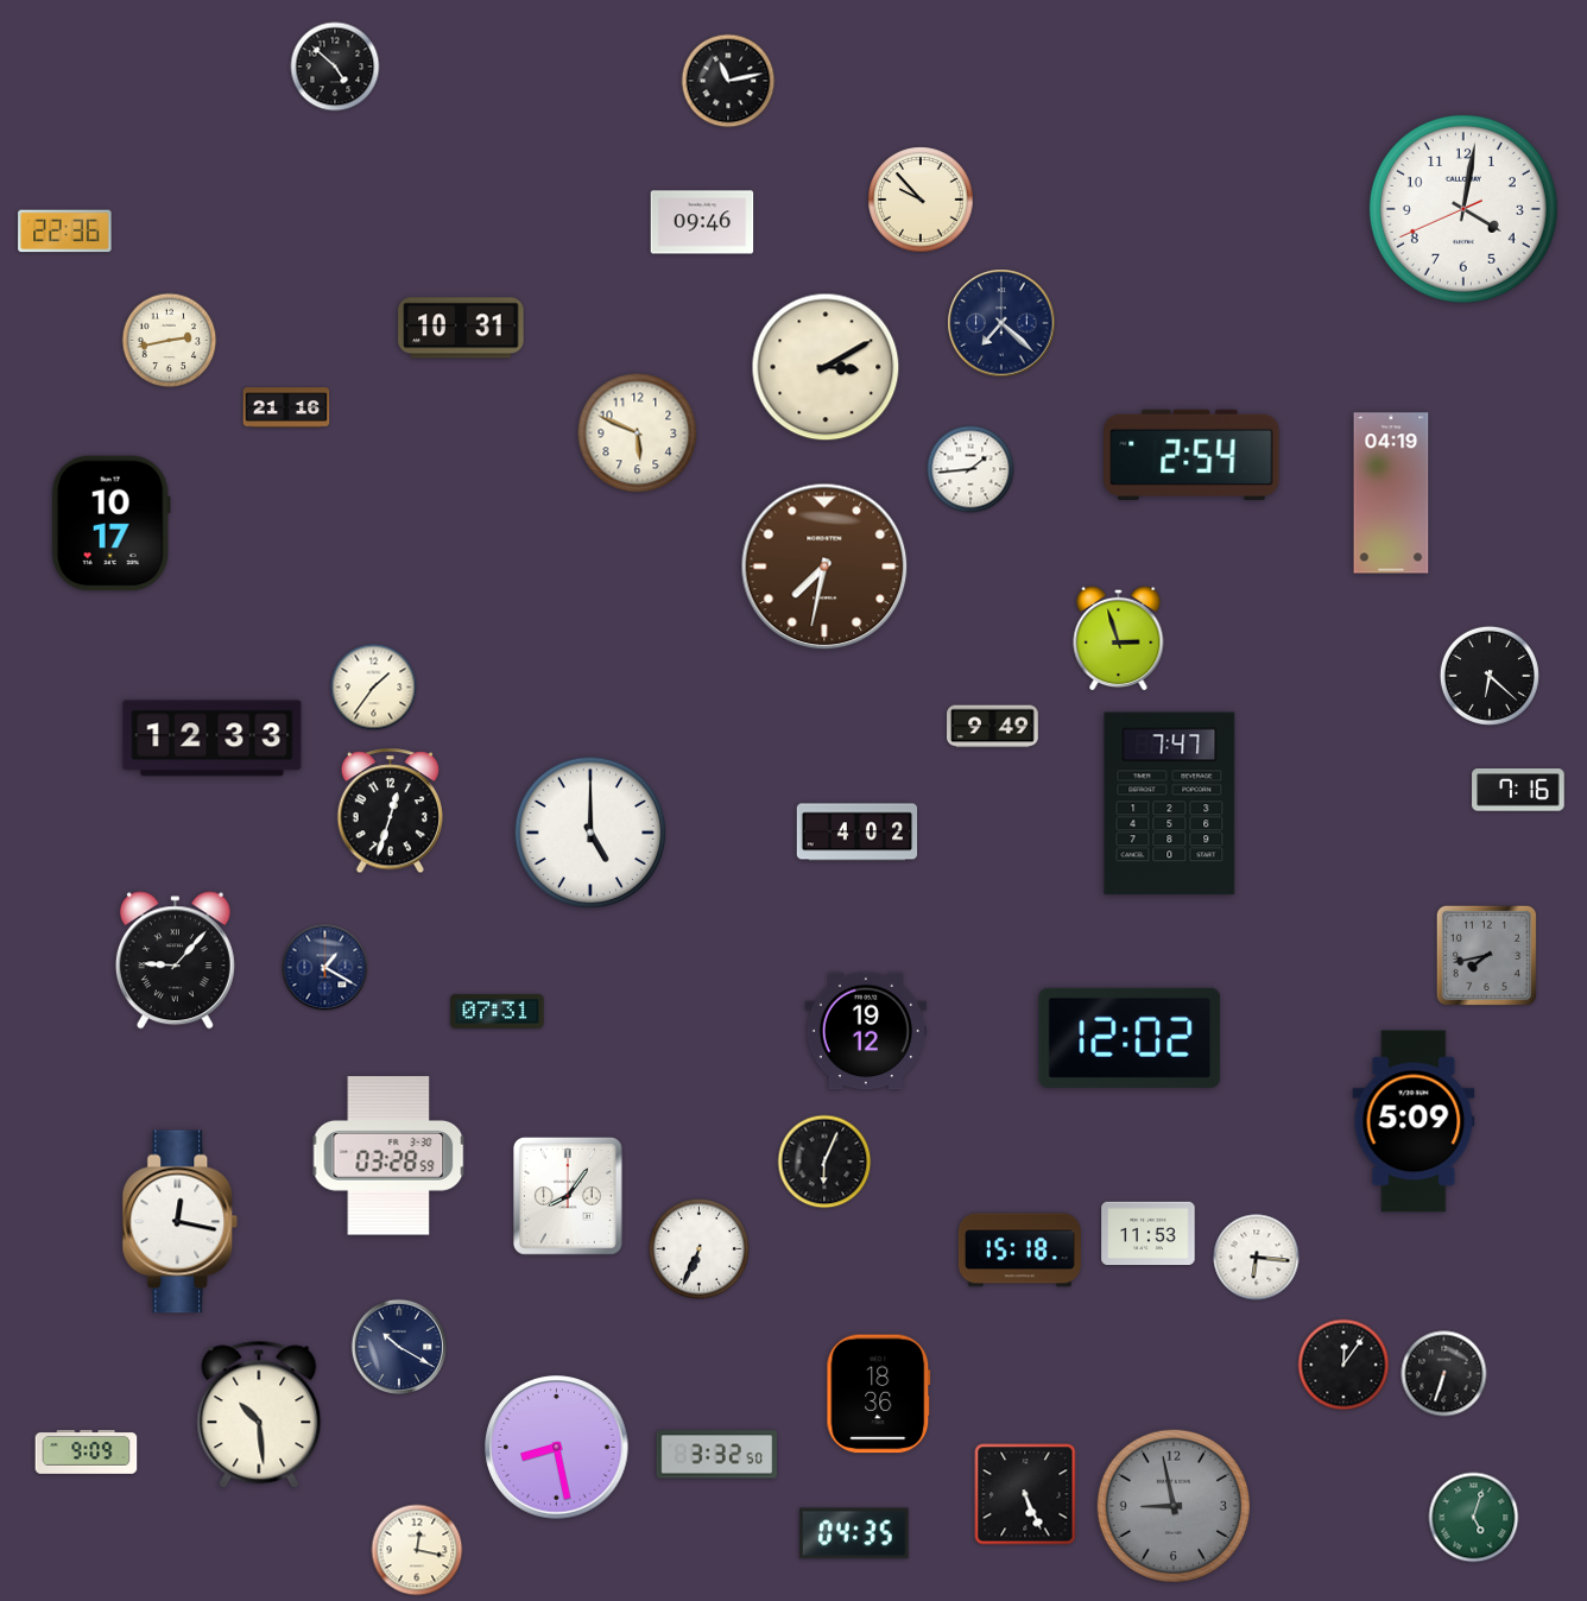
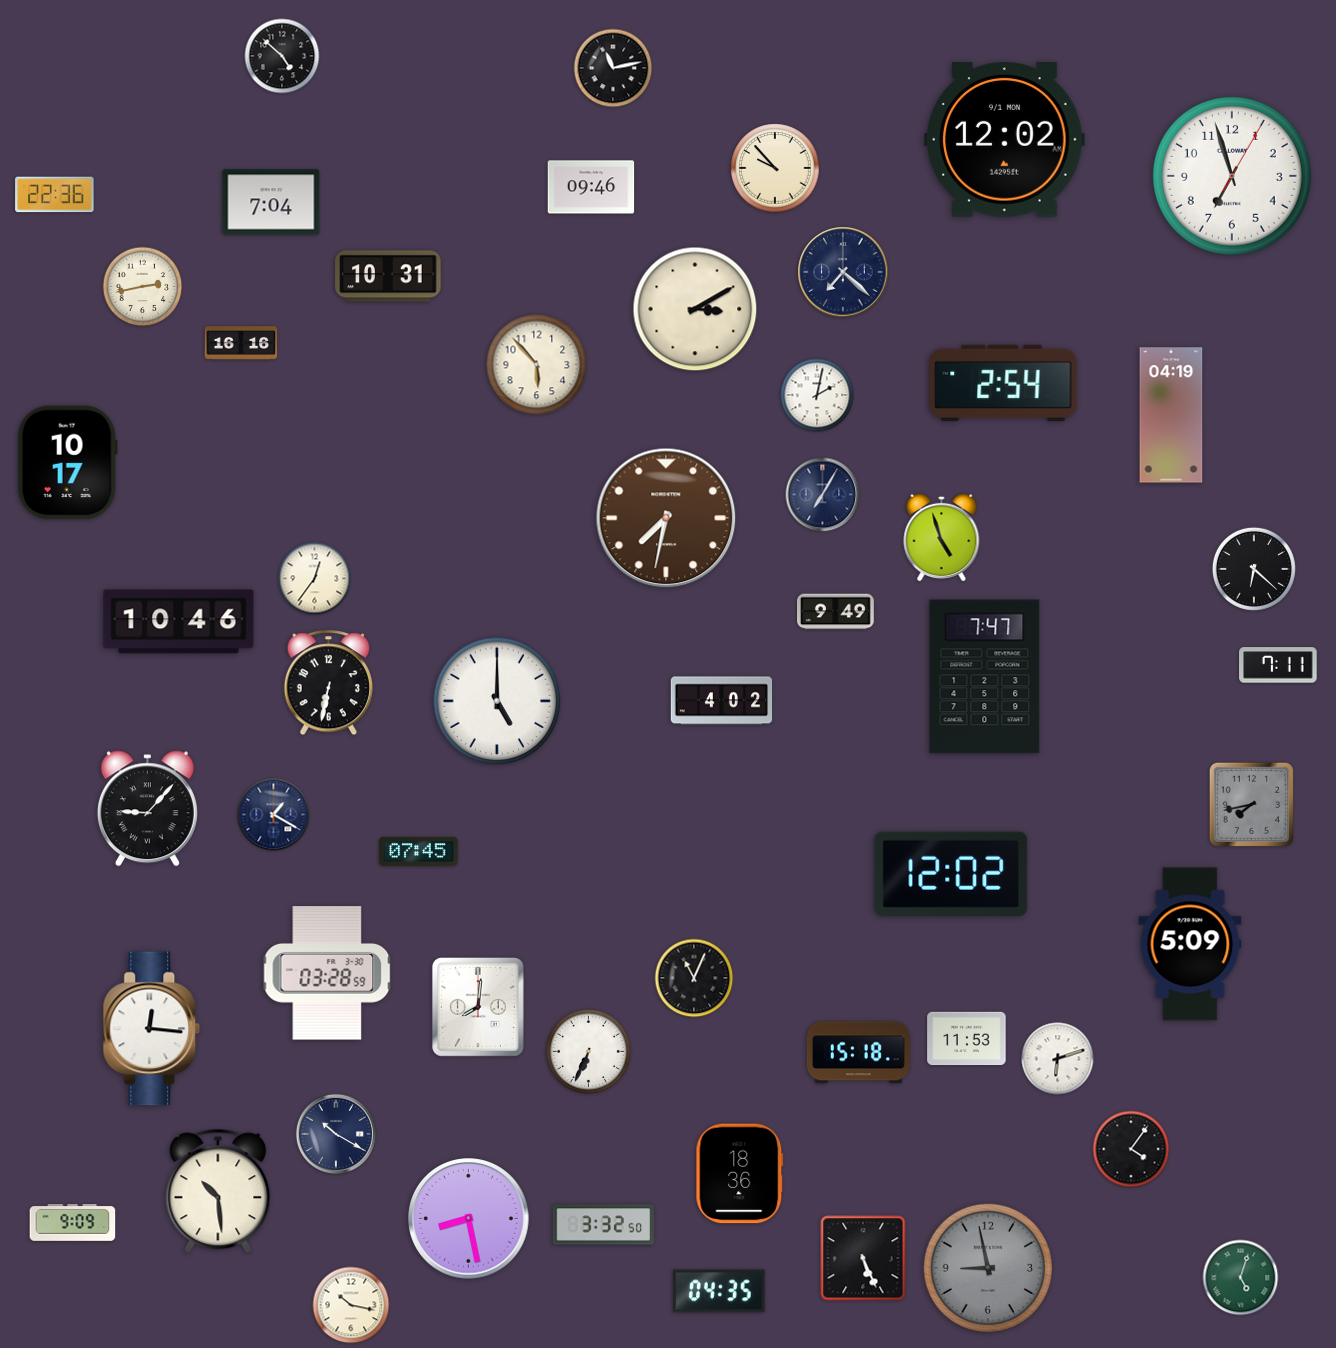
clock at (1005, 140): none -> 12:02
clock at (1463, 209): 4:01 -> 6:57
clock at (271, 202): none -> 7:04
clock at (286, 407): 21:16 -> 16:16
clock at (638, 434): 5:49 -> 5:53
clock at (970, 469): 1:44 -> 2:02
clock at (110, 524) position: (110, 524) -> (67, 463)
clock at (824, 567) position: (824, 567) -> (666, 518)
clock at (823, 495): none -> 7:05
clock at (1119, 638): 2:57 -> 4:57
clock at (374, 688): 1:36 -> 12:36
clock at (213, 739): 12:33 -> 10:46
clock at (1518, 790): 7:16 -> 7:11
clock at (390, 811): 12:33 -> 6:32
clock at (498, 1011): 07:31 -> 07:45
clock at (866, 1031): 19:12 -> none
clock at (824, 1162): 6:04 -> 11:04
clock at (568, 1196): 8:06 -> 8:01
clock at (181, 1222): 12:17 -> 12:16
clock at (1257, 1258): 6:16 -> 6:12
clock at (1343, 1365): 12:06 -> 4:06
clock at (1444, 1374): 6:33 -> none
clock at (417, 1550): 12:17 -> 10:17
